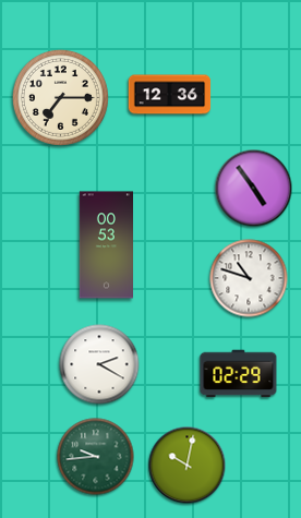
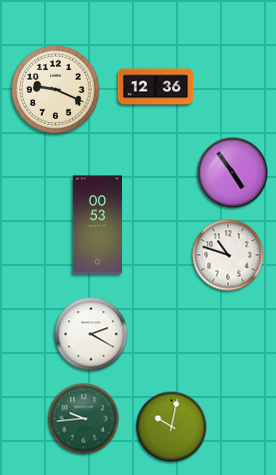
clock at (60, 97): 7:15 -> 9:19
clock at (239, 374): 02:29 -> none
clock at (96, 457) position: (96, 457) -> (84, 419)
